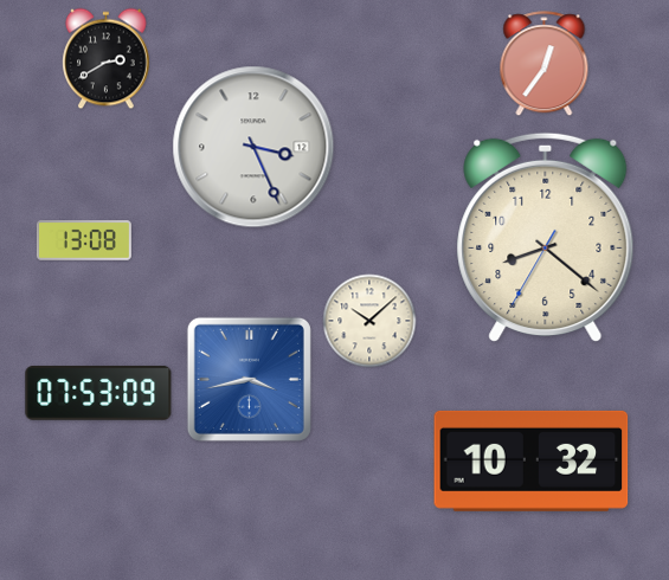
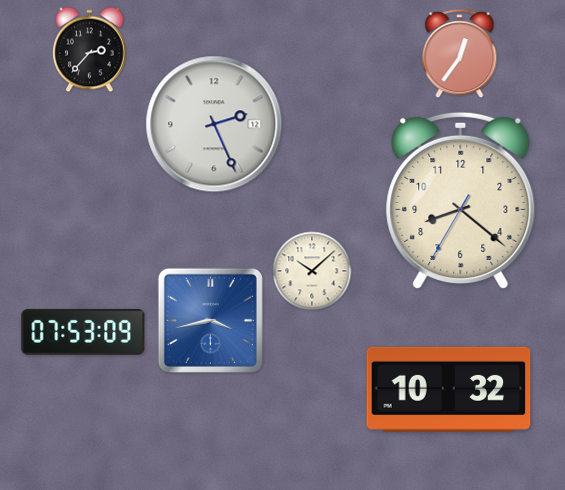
clock at (107, 59): 2:40 -> 2:37
clock at (253, 147): 3:26 -> 2:26
clock at (84, 240): 13:08 -> none
